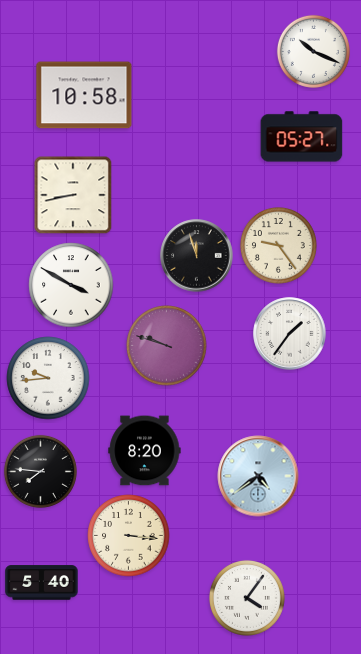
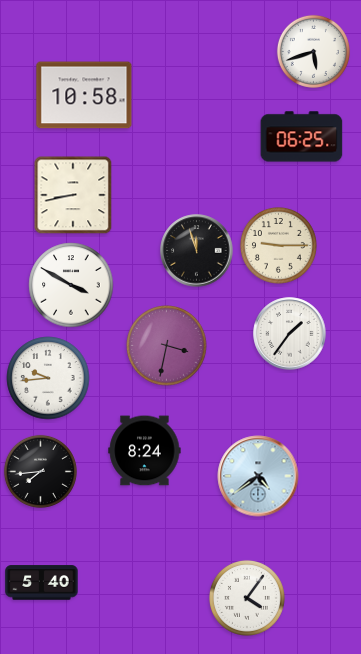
clock at (313, 51): 10:19 -> 5:42
clock at (302, 137): 05:27 -> 06:25
clock at (279, 246): 9:24 -> 9:15
clock at (197, 256) position: (197, 256) -> (197, 251)
clock at (167, 346): 9:48 -> 3:32
clock at (145, 451): 8:20 -> 8:24
clock at (40, 471): 7:46 -> 7:44
clock at (129, 536): 3:16 -> none
